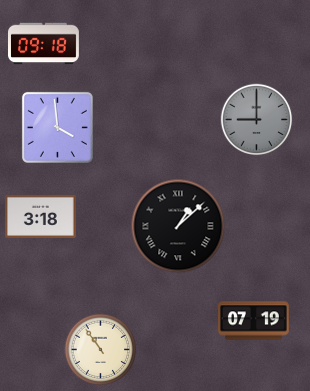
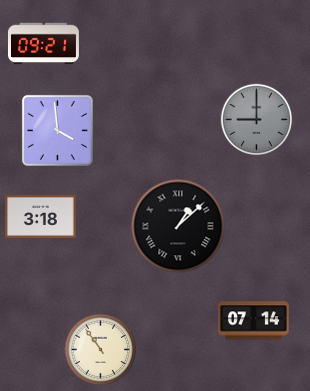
clock at (44, 44): 09:18 -> 09:21
clock at (57, 127) position: (57, 127) -> (57, 130)
clock at (254, 321): 07:19 -> 07:14
